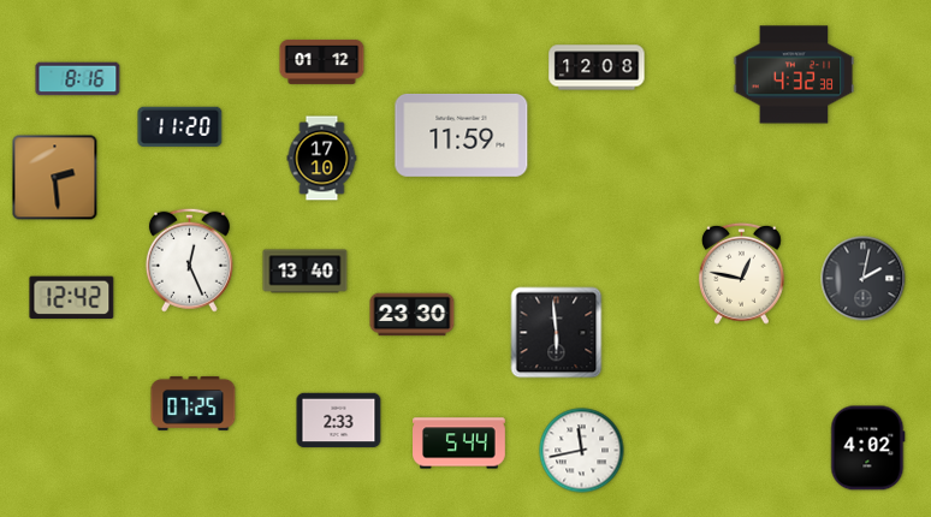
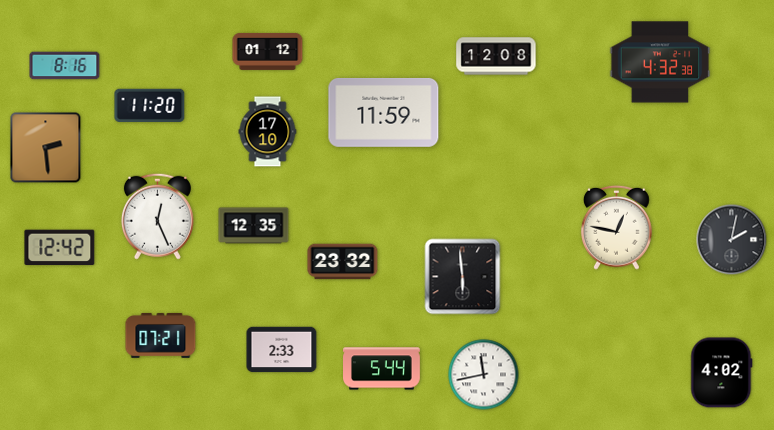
clock at (306, 272): 13:40 -> 12:35
clock at (864, 279) position: (864, 279) -> (732, 240)
clock at (413, 315): 23:30 -> 23:32
clock at (194, 403): 07:25 -> 07:21
